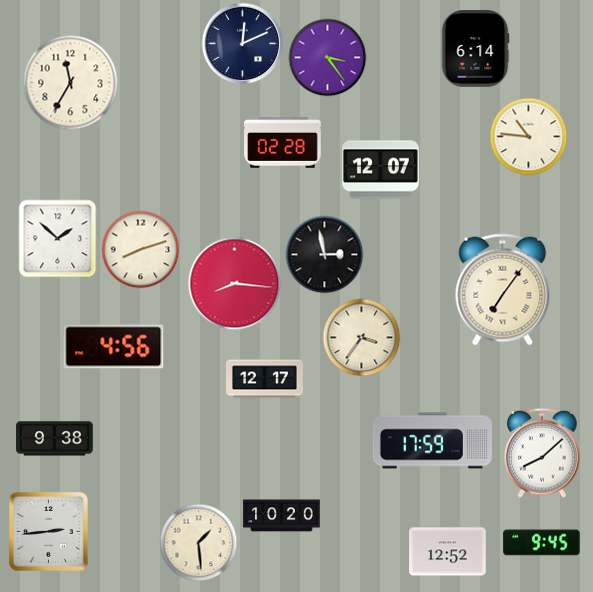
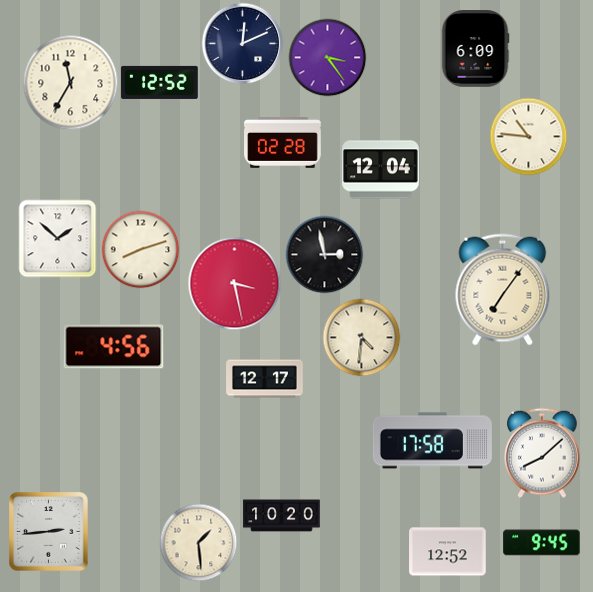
clock at (475, 49): 6:14 -> 6:09
clock at (160, 82): none -> 12:52
clock at (381, 170): 12:07 -> 12:04
clock at (234, 283): 8:16 -> 3:28
clock at (361, 337): 3:36 -> 4:31
clock at (55, 439): 9:38 -> none
clock at (432, 441): 17:59 -> 17:58
